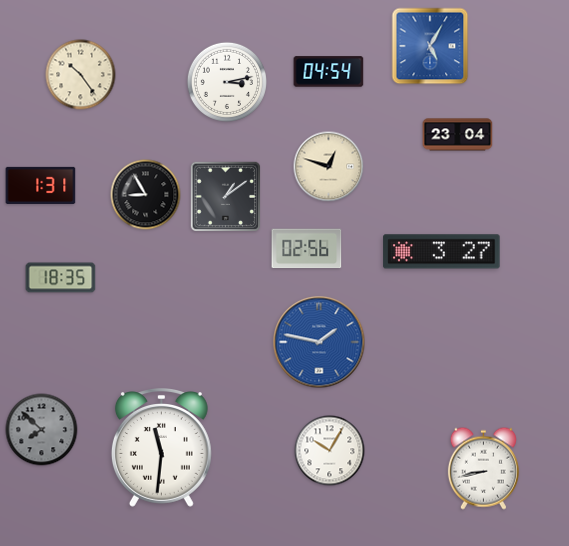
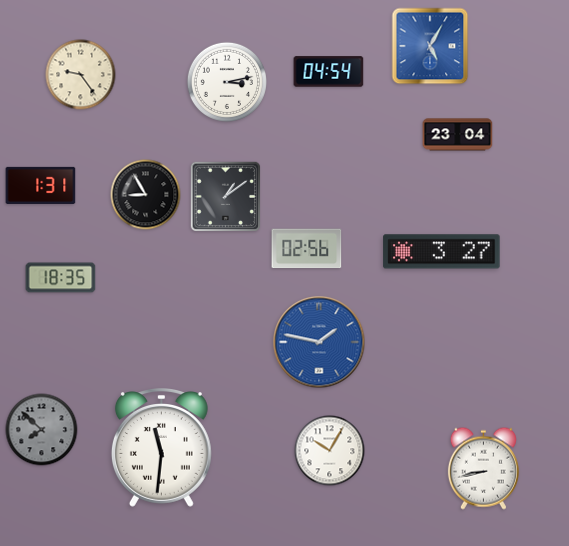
clock at (81, 75): 10:24 -> 9:24
clock at (329, 167): 12:48 -> none
